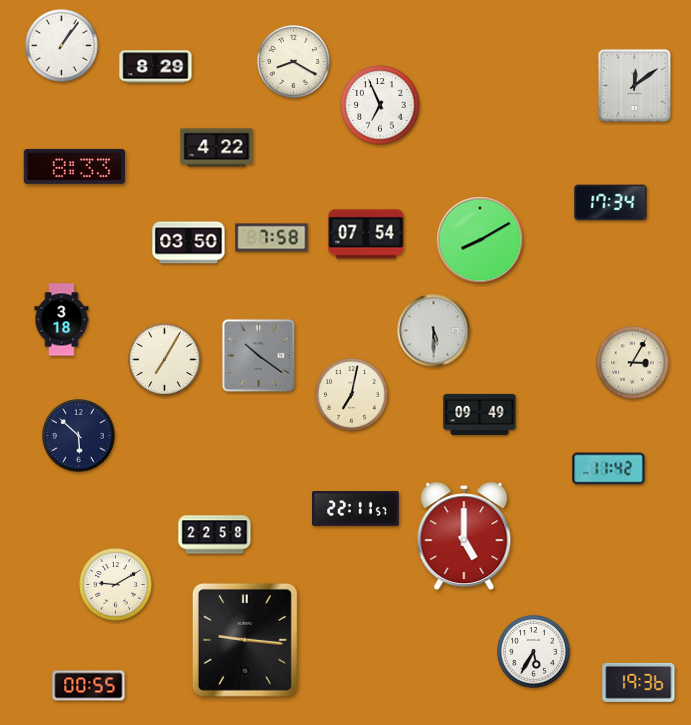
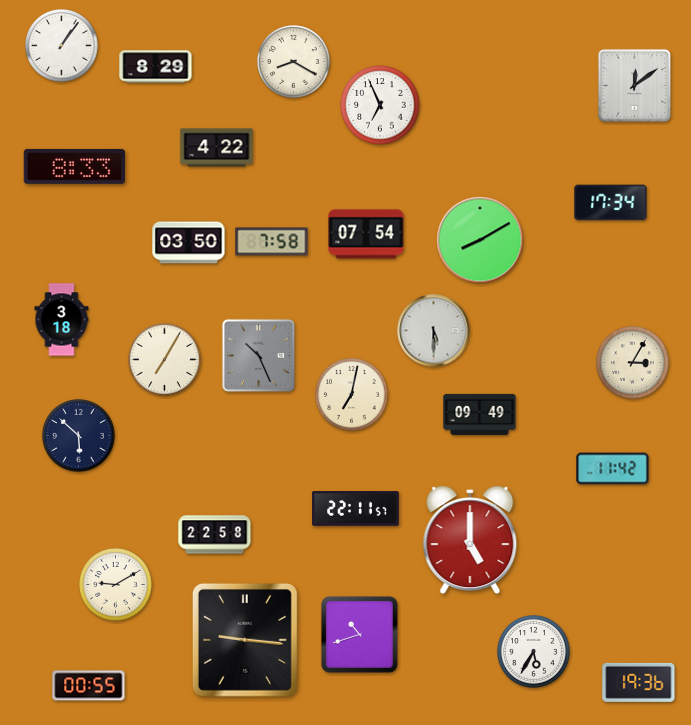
clock at (272, 238) position: (272, 238) -> (272, 242)
clock at (258, 355): 10:21 -> 10:26
clock at (609, 469) position: (609, 469) -> (613, 469)
clock at (464, 536) position: (464, 536) -> (470, 540)
clock at (360, 635): none -> 10:42
